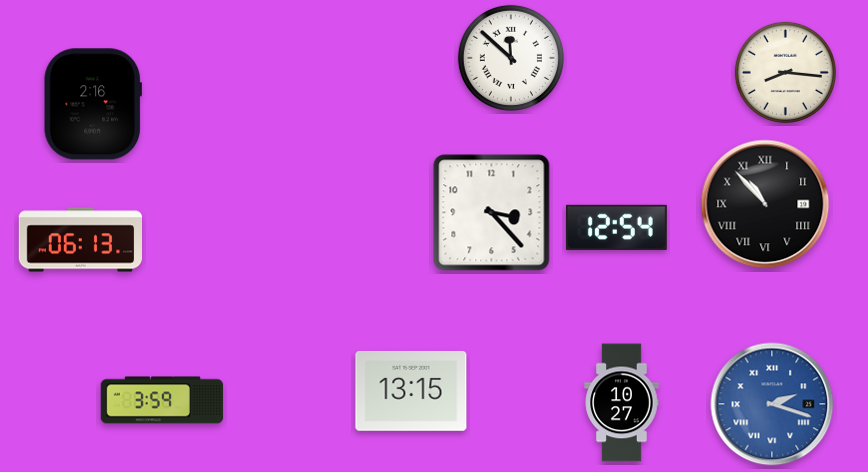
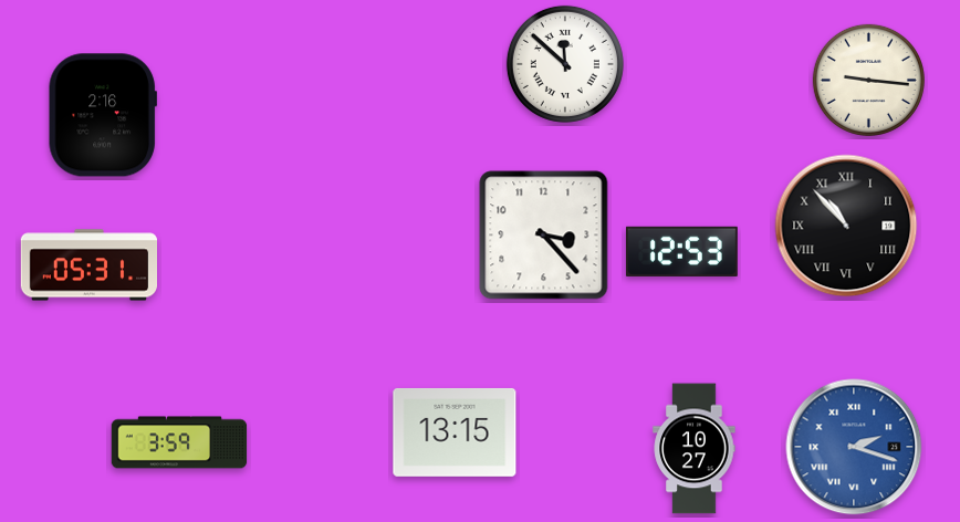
clock at (785, 72): 8:16 -> 9:16
clock at (616, 227): 12:54 -> 12:53
clock at (80, 240): 06:13 -> 05:31
clock at (622, 403) position: (622, 403) -> (695, 449)
